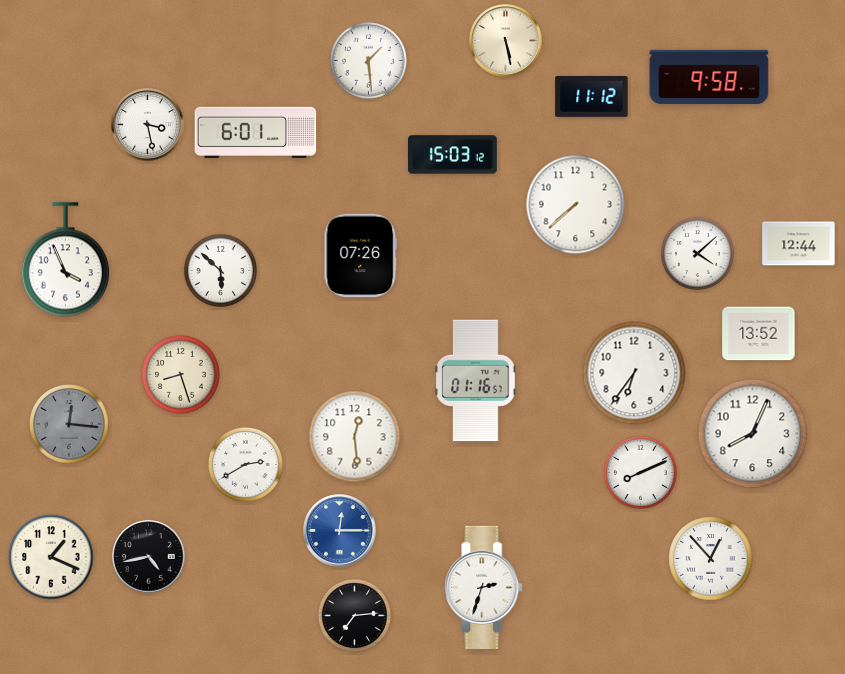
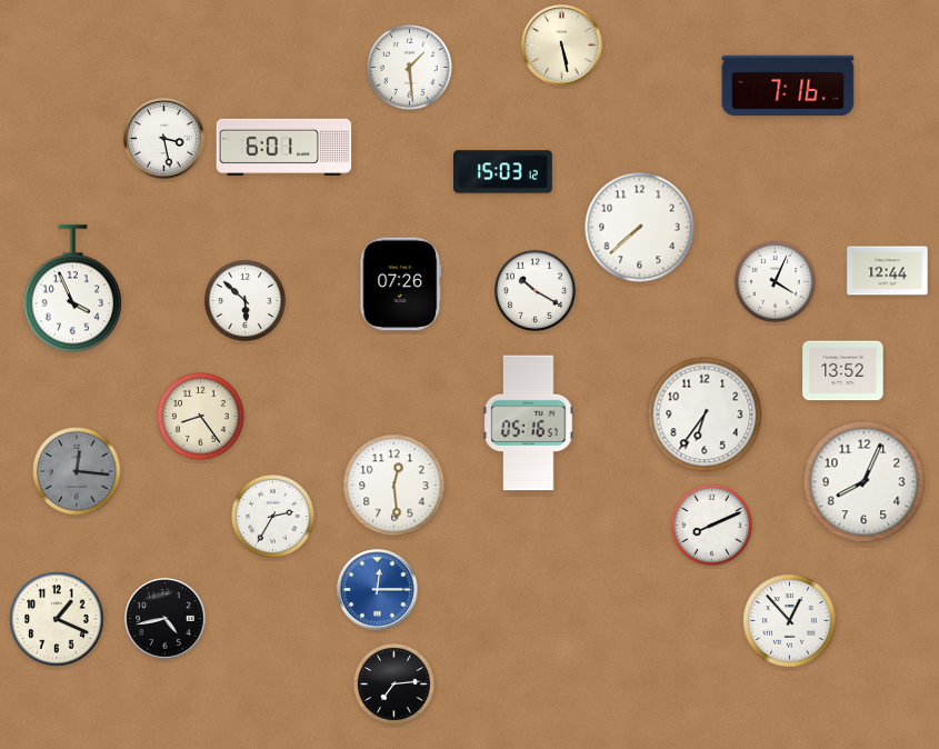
clock at (709, 77): 9:58 -> 7:16
clock at (592, 97): 11:12 -> none
clock at (697, 253): 4:08 -> 4:04
clock at (535, 290): none -> 10:20
clock at (181, 375): 8:27 -> 8:24
clock at (476, 381): 01:16 -> 05:16
clock at (753, 434) position: (753, 434) -> (865, 482)
clock at (245, 464): 2:40 -> 2:35
clock at (484, 587): 2:33 -> none
